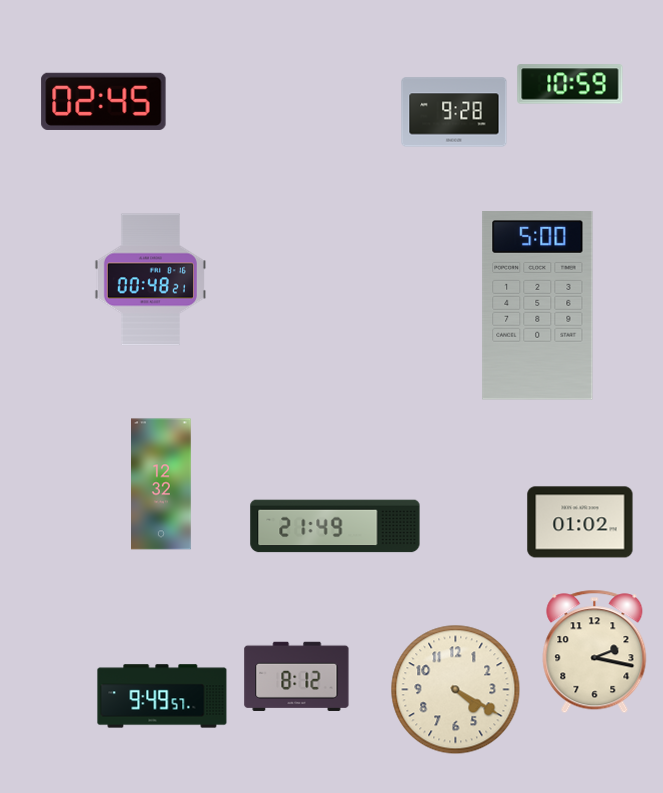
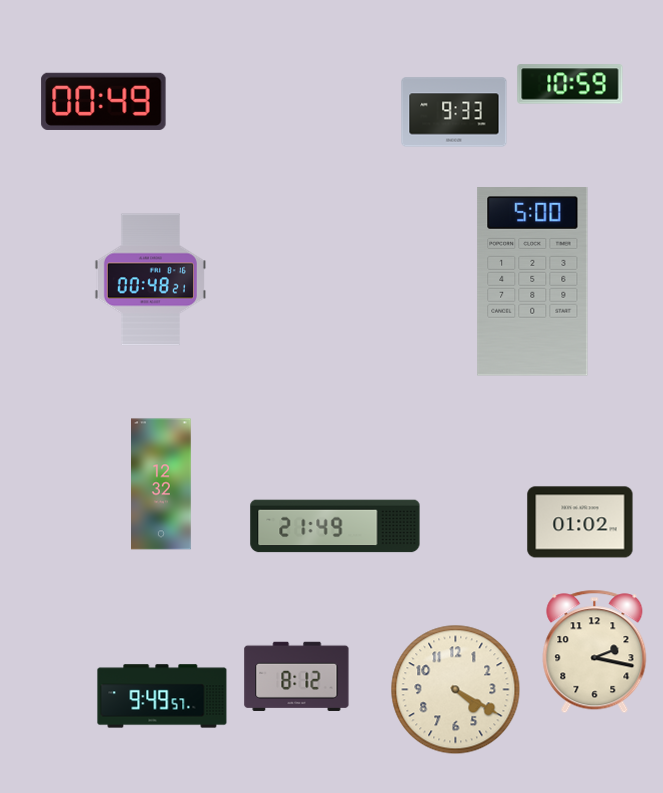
clock at (104, 101): 02:45 -> 00:49
clock at (454, 112): 9:28 -> 9:33
clock at (538, 306) position: (538, 306) -> (533, 282)
